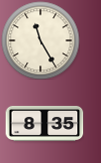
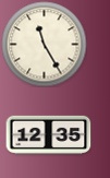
clock at (44, 123): 8:35 -> 12:35
